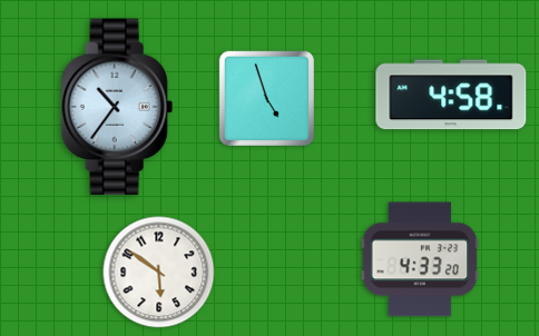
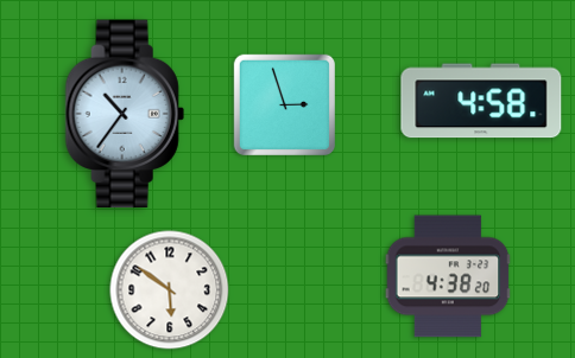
clock at (266, 98): 4:57 -> 2:57
clock at (420, 259): 4:33 -> 4:38
